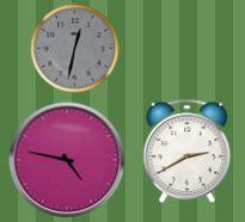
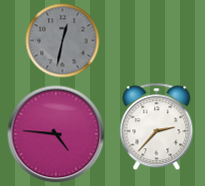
clock at (188, 152): 2:40 -> 2:37
clock at (67, 160): 4:47 -> 4:46
